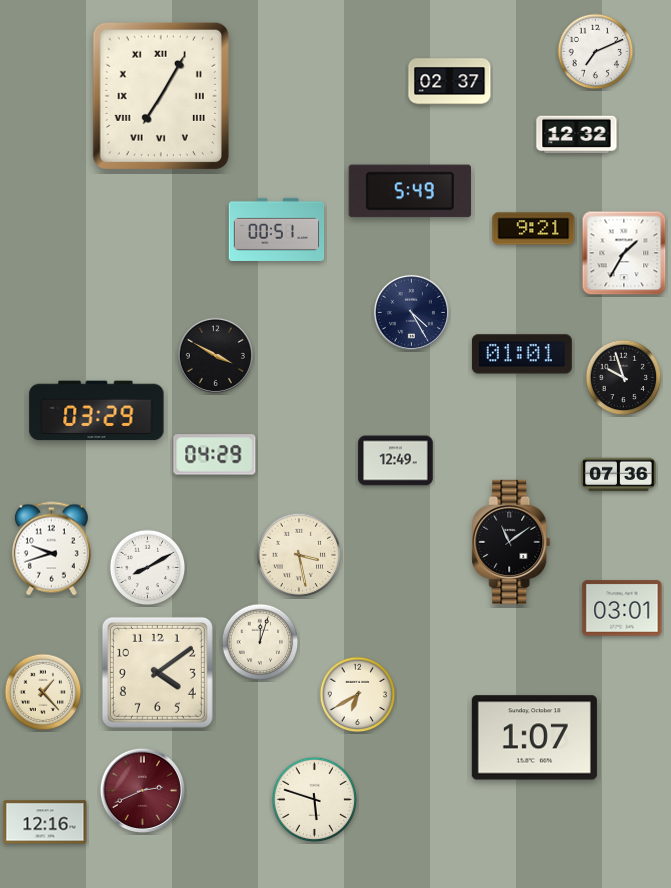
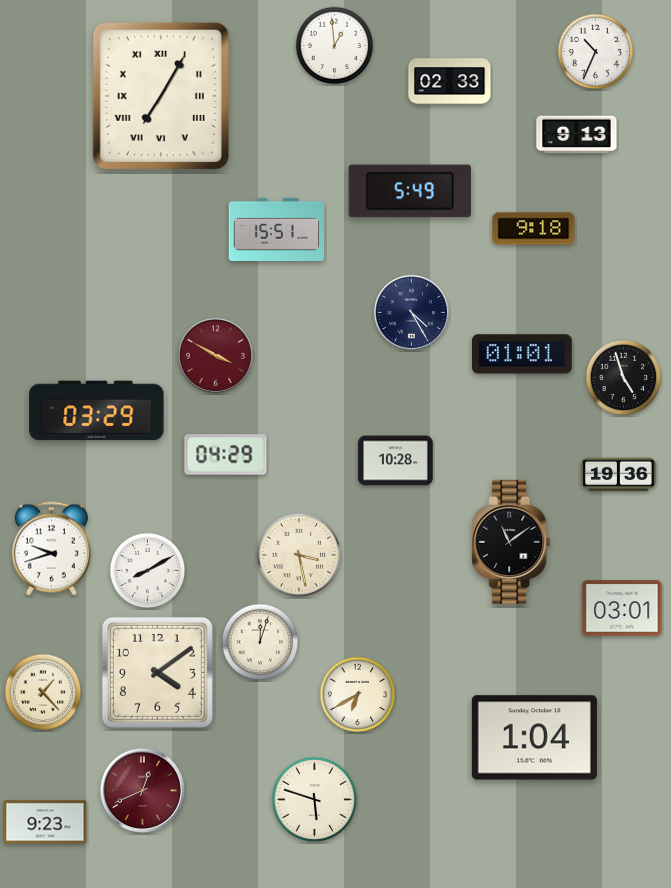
clock at (335, 46): none -> 12:59
clock at (596, 52): 7:11 -> 10:34
clock at (450, 82): 02:37 -> 02:33
clock at (577, 135): 12:32 -> 9:13
clock at (277, 229): 00:51 -> 15:51
clock at (534, 229): 9:21 -> 9:18
clock at (624, 253): 1:35 -> none
clock at (215, 355) dial: black -> burgundy
clock at (624, 378): 9:57 -> 4:57
clock at (215, 455) position: (215, 455) -> (226, 455)
clock at (396, 461): 12:49 -> 10:28
clock at (619, 475): 07:36 -> 19:36
clock at (148, 568) position: (148, 568) -> (148, 571)
clock at (534, 738): 1:07 -> 1:04
clock at (142, 790): 2:41 -> 12:41
clock at (45, 822): 12:16 -> 9:23
